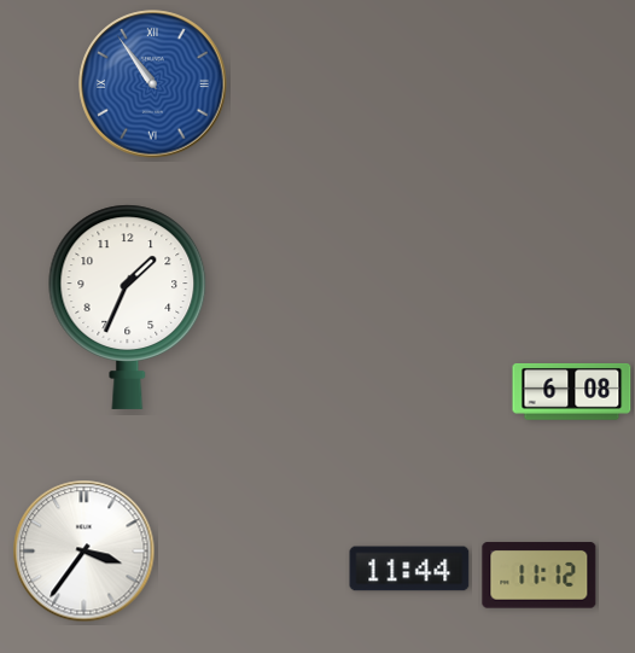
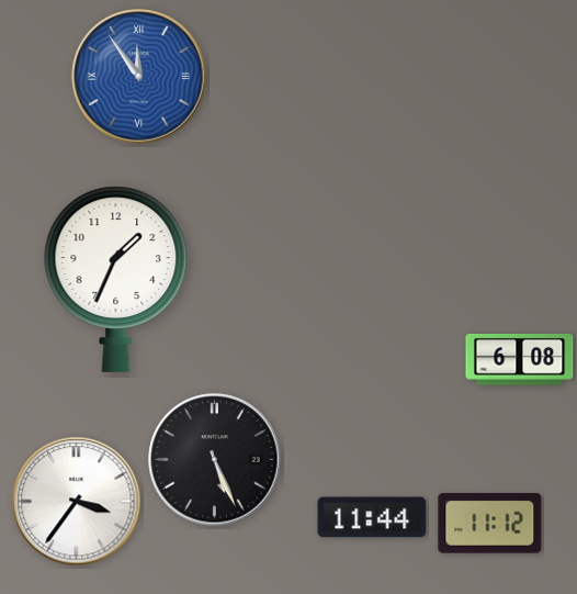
clock at (153, 84): 10:54 -> 11:54
clock at (572, 391) position: (572, 391) -> (520, 359)
clock at (215, 460): none -> 5:26
